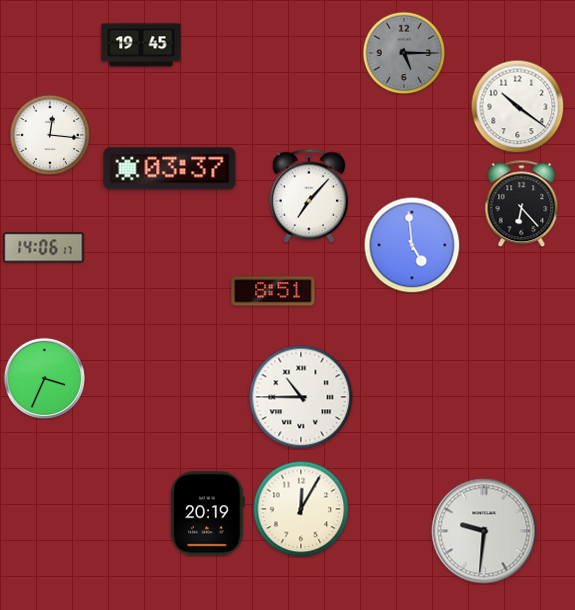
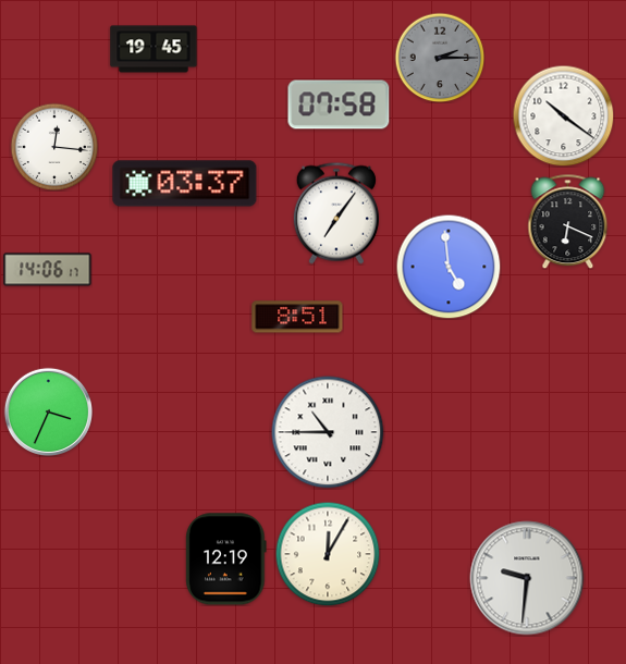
clock at (404, 53): 5:15 -> 2:15
clock at (339, 104): none -> 07:58
clock at (309, 196): 7:07 -> 7:06
clock at (522, 203): 6:23 -> 6:19
clock at (208, 514): 20:19 -> 12:19
